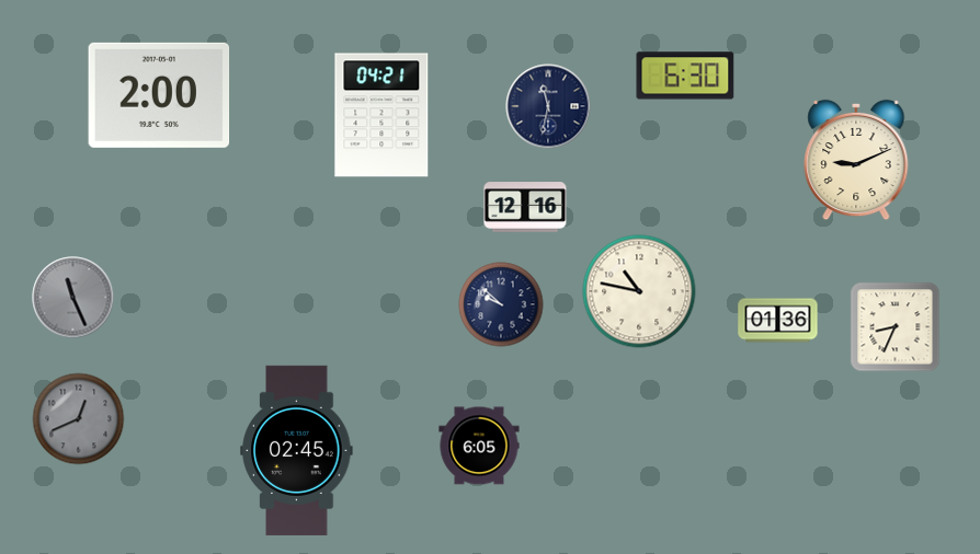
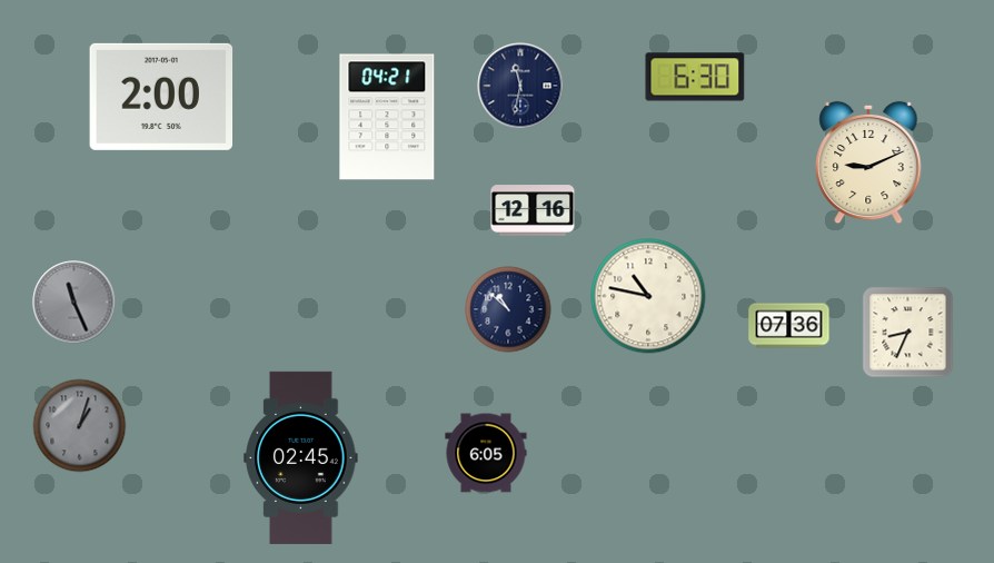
clock at (548, 106) position: (548, 106) -> (520, 86)
clock at (501, 304): 9:52 -> 10:52
clock at (778, 321): 01:36 -> 07:36
clock at (79, 419): 12:41 -> 1:03
